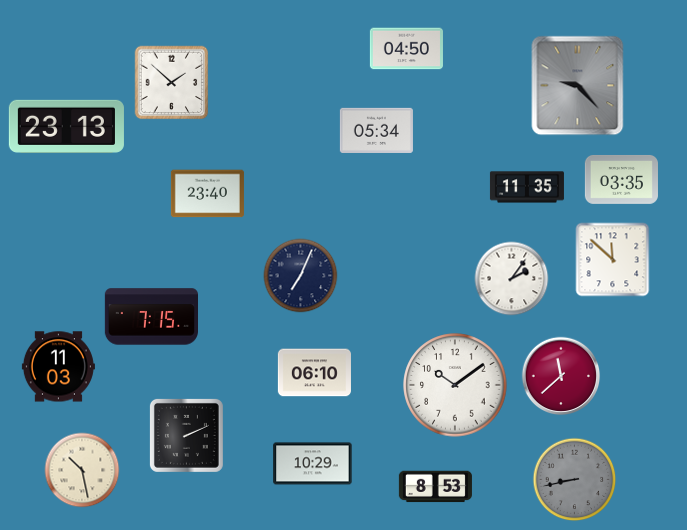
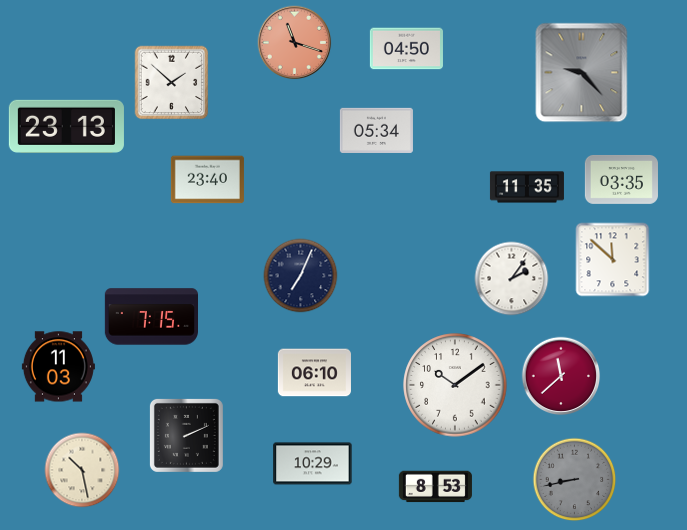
clock at (295, 43): none -> 11:18
clock at (578, 86) position: (578, 86) -> (582, 73)
clock at (207, 194) position: (207, 194) -> (207, 180)
